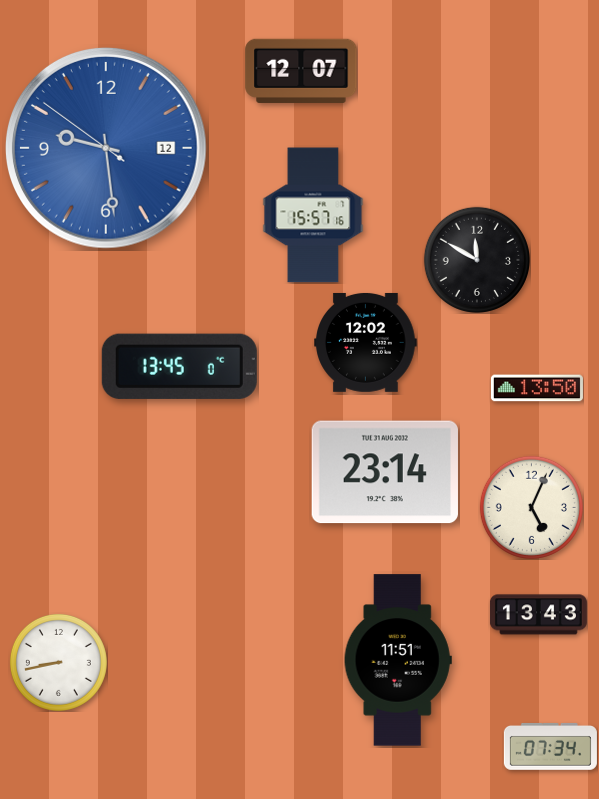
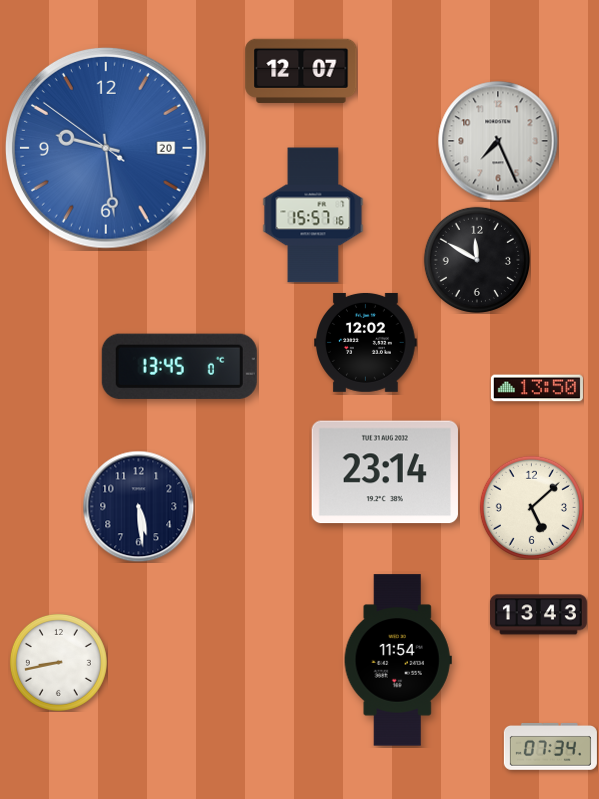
clock at (498, 141): none -> 7:26
clock at (107, 149) date: 12 -> 20
clock at (138, 506): none -> 5:29
clock at (531, 507): 5:04 -> 5:08
clock at (398, 660): 11:51 -> 11:54
